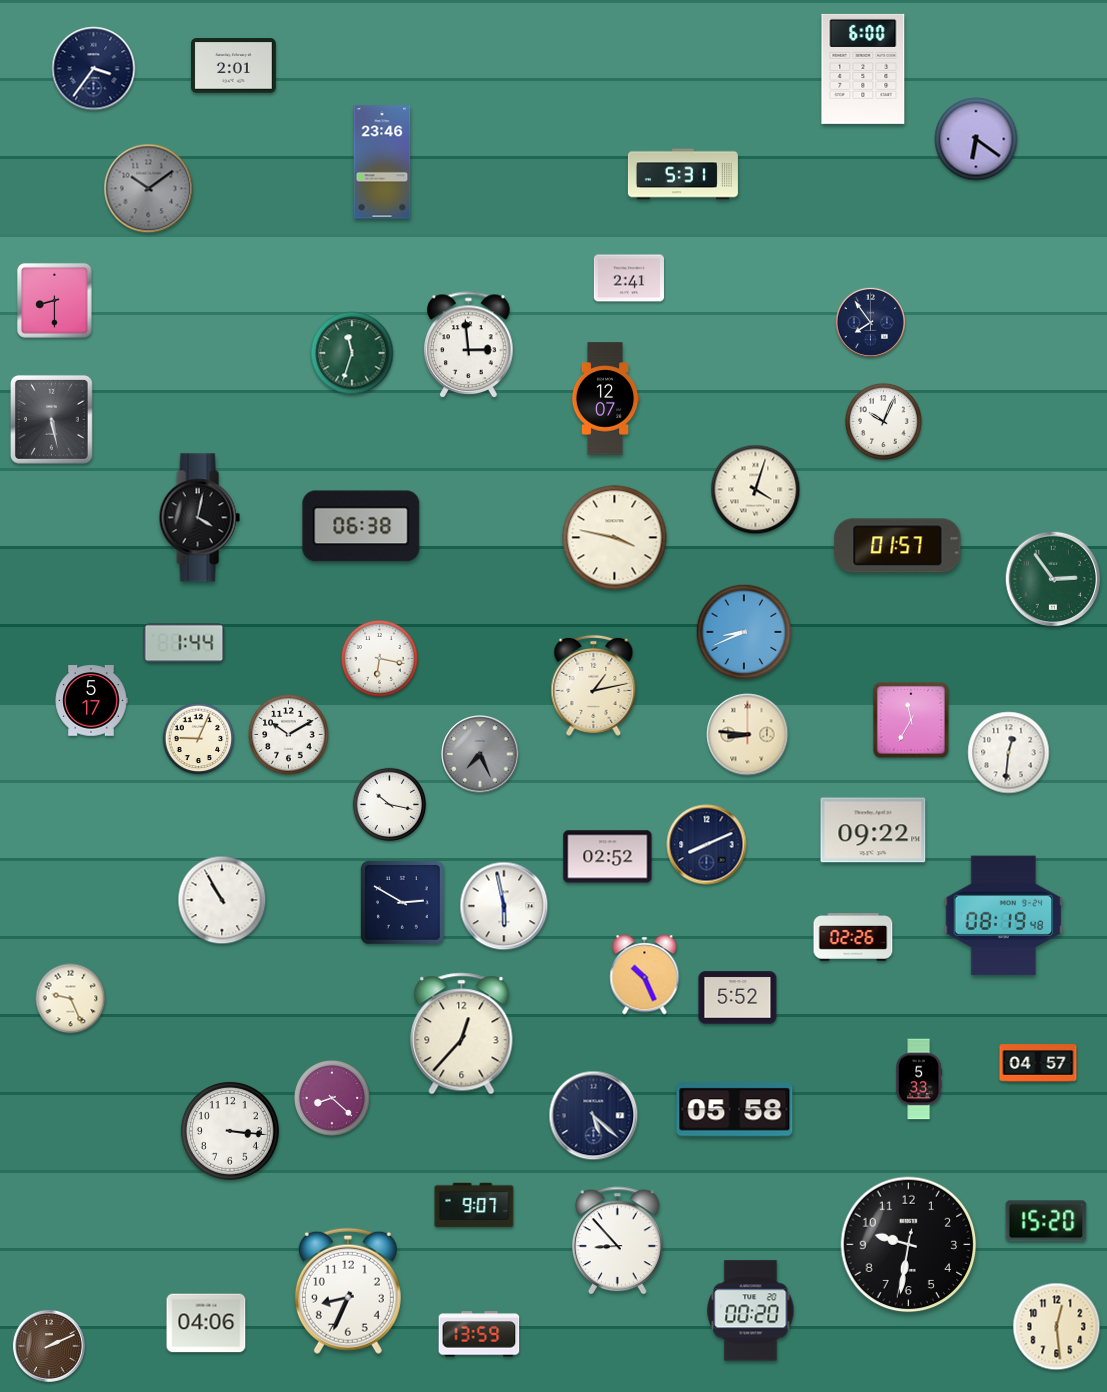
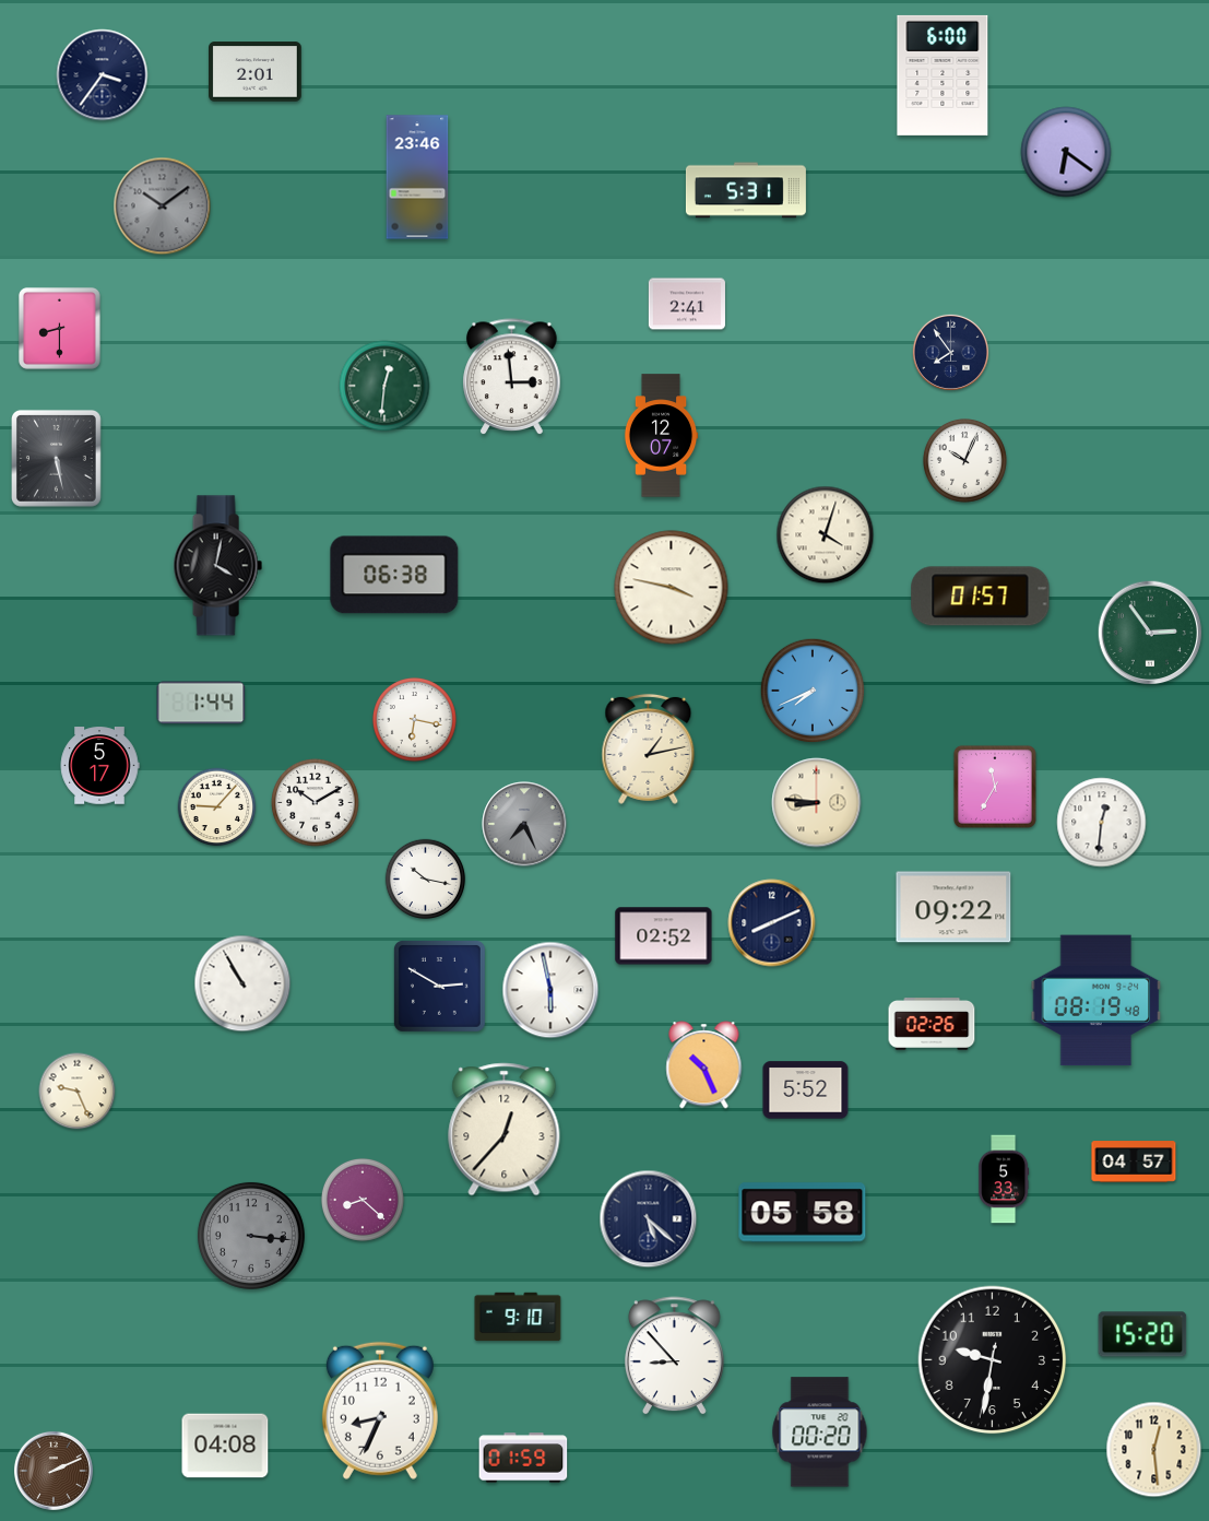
clock at (352, 353): 11:33 -> 12:31
clock at (743, 631): 8:41 -> 7:41
clock at (199, 739): 9:04 -> 9:07
clock at (230, 1131) dial: white -> grey
clock at (474, 1205): 9:07 -> 9:10
clock at (206, 1323): 04:06 -> 04:08
clock at (479, 1334): 13:59 -> 01:59
